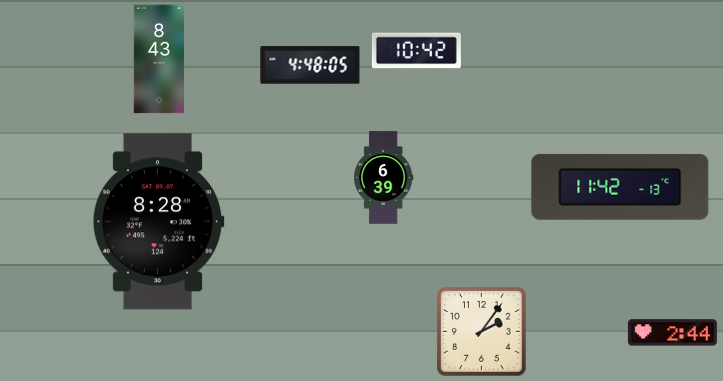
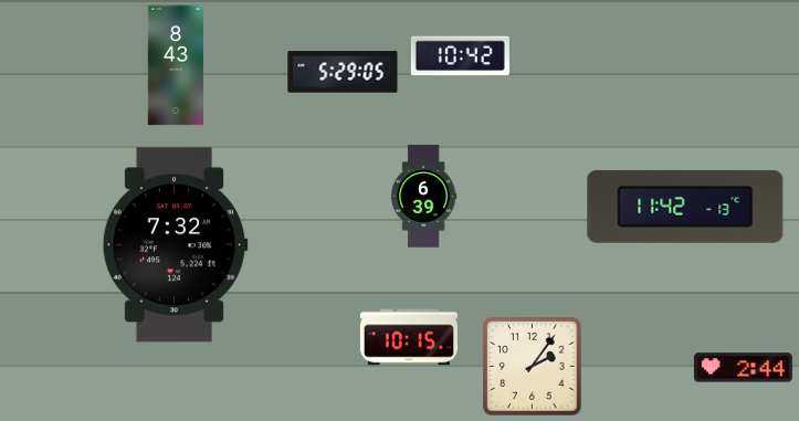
clock at (310, 65): 4:48 -> 5:29
clock at (158, 222): 8:28 -> 7:32
clock at (409, 337): none -> 10:15
